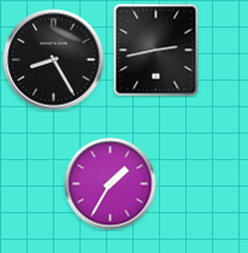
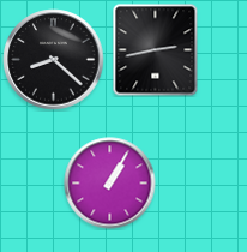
clock at (54, 60): 8:25 -> 8:22
clock at (111, 184): 1:35 -> 1:05
